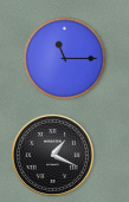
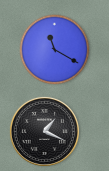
clock at (65, 59): 11:15 -> 11:20
